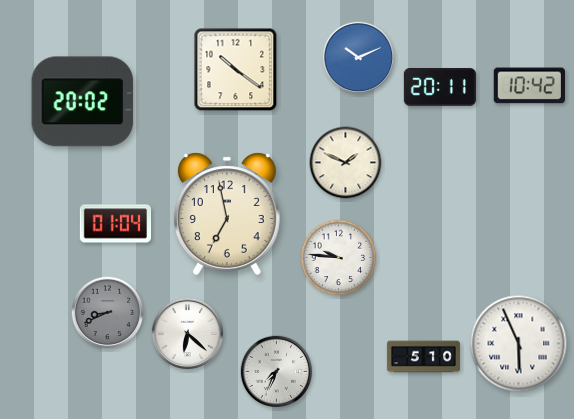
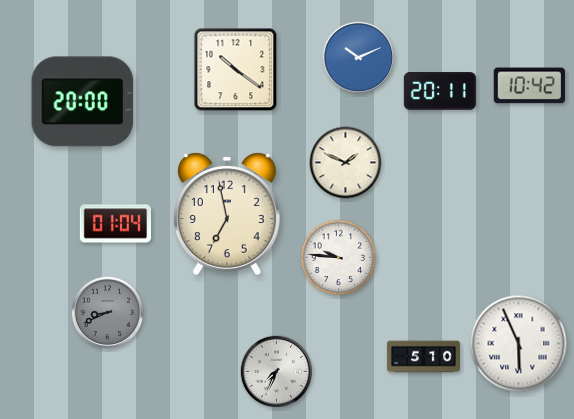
clock at (440, 88) position: (440, 88) -> (440, 92)
clock at (83, 102): 20:02 -> 20:00
clock at (188, 334): 6:22 -> none
